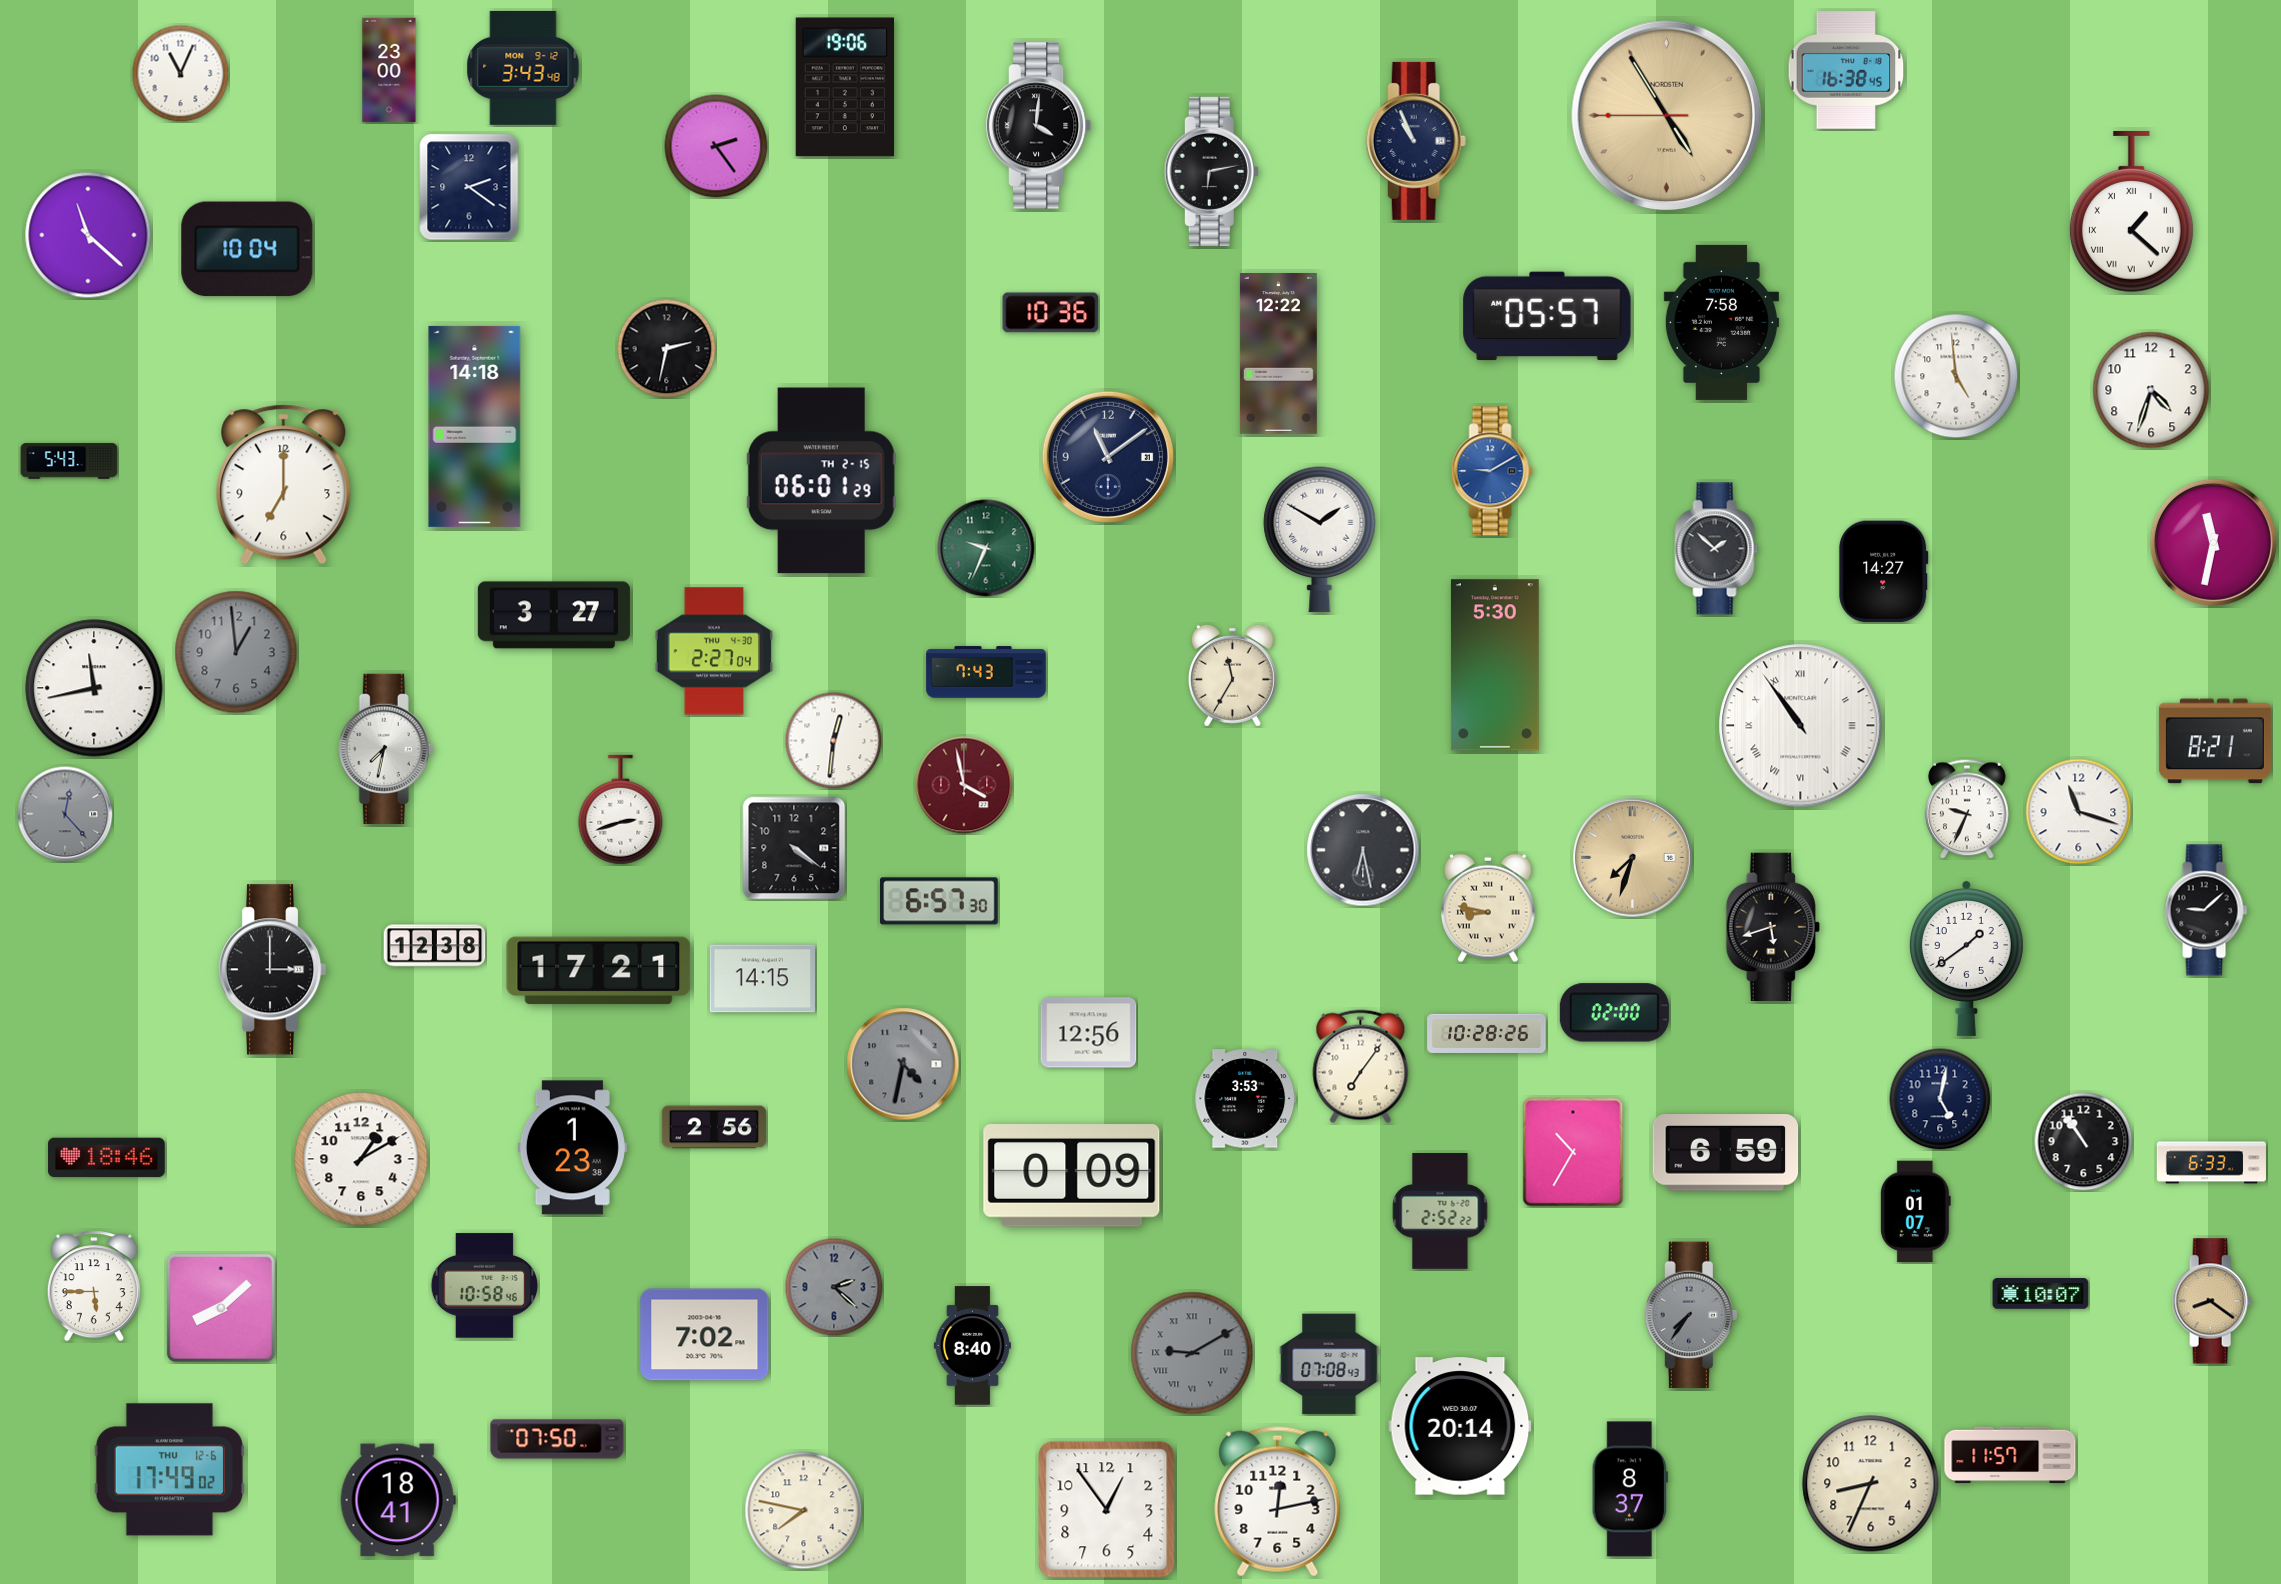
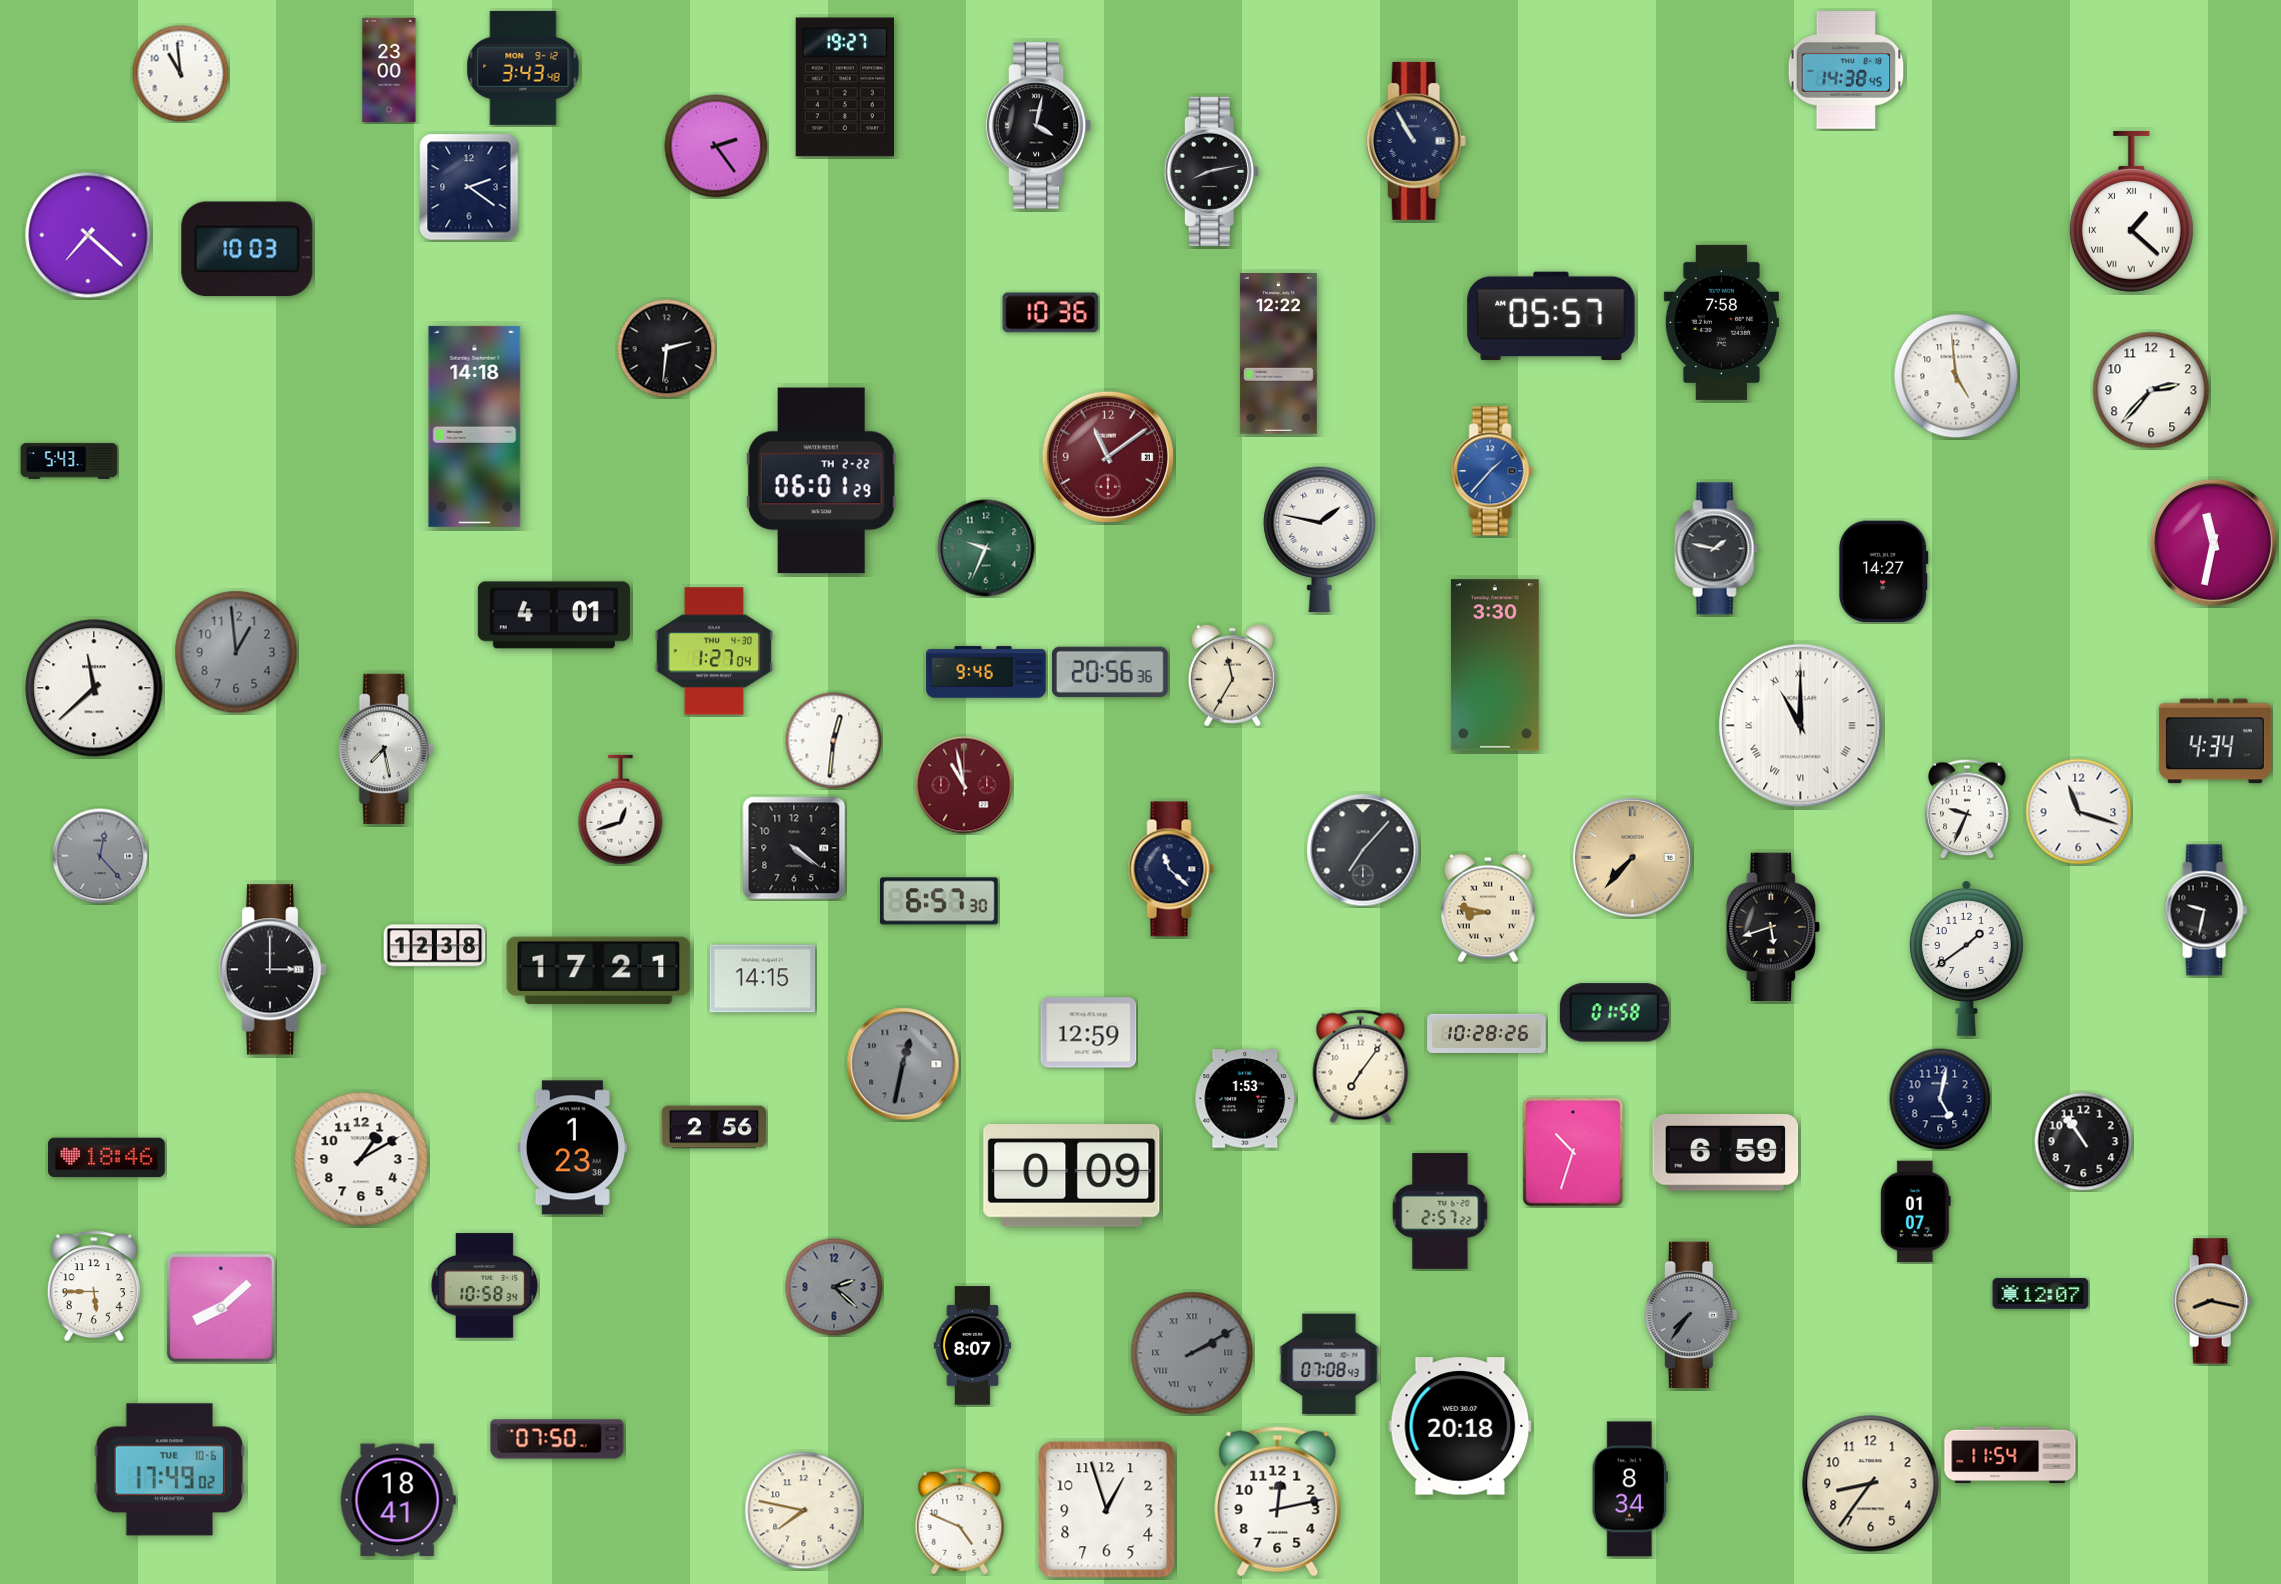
clock at (1846, 70): 16:38 -> 14:38
clock at (180, 73): 11:04 -> 10:59
clock at (844, 87): 19:06 -> 19:27
clock at (1667, 116): 4:54 -> none
clock at (1039, 126): 4:01 -> 4:02
clock at (1416, 141): 10:56 -> 10:55
clock at (1211, 171): 6:13 -> 8:13
clock at (88, 235): 11:22 -> 7:22
clock at (247, 249): 10:04 -> 10:03
clock at (1547, 316) position: (1547, 316) -> (1551, 316)
clock at (667, 349): 2:32 -> 2:31
clock at (2151, 390): 4:33 -> 2:37
clock at (1108, 457) dial: navy -> burgundy
clock at (1492, 471): 9:10 -> 1:37
clock at (821, 481) date: TH 2-15 -> TH 2-22
clock at (284, 485): 7:00 -> none
clock at (1320, 540): 1:50 -> 1:47
clock at (1717, 549): 1:52 -> 1:47
clock at (554, 615): 3:27 -> 4:01
clock at (714, 651): 2:27 -> 1:27
clock at (1495, 665): 5:30 -> 3:30
clock at (1110, 671): none -> 20:56
clock at (986, 672): 7:43 -> 9:46
clock at (94, 688): 11:43 -> 11:38
clock at (1801, 726): 10:54 -> 11:00
clock at (2215, 741): 8:21 -> 4:34
clock at (386, 749): 7:32 -> 7:28
clock at (964, 785): 3:58 -> 10:58
clock at (621, 810): 2:42 -> 12:42
clock at (65, 814) position: (65, 814) -> (100, 856)
clock at (1363, 850): 6:28 -> 7:07
clock at (1633, 858): 7:33 -> 7:37
clock at (1171, 869): none -> 11:22
clock at (2206, 910): 9:08 -> 9:32
clock at (1614, 1013): 02:00 -> 01:58
clock at (1089, 1033): 12:56 -> 12:59
clock at (903, 1064): 4:32 -> 12:32
clock at (1246, 1099): 3:53 -> 1:53
clock at (1573, 1152): 10:35 -> 10:33
clock at (2211, 1163): 6:33 -> none
clock at (1440, 1211): 2:52 -> 2:57
clock at (485, 1286): 10:58:46 -> 10:58:34
clock at (2041, 1294): 10:07 -> 12:07
clock at (2212, 1301): 8:21 -> 8:17
clock at (705, 1335): 7:02 -> none
clock at (972, 1346): 8:40 -> 8:07
clock at (1192, 1353): 9:10 -> 2:10
clock at (1460, 1426): 20:14 -> 20:18
clock at (2010, 1455): 11:57 -> 11:54
clock at (169, 1470) date: THU 12-6 -> TUE 10-6
clock at (1871, 1484): 8:34 -> 8:36
clock at (1630, 1489): 8:37 -> 8:34
clock at (1107, 1510): 12:54 -> 12:57
clock at (960, 1522): none -> 4:49
